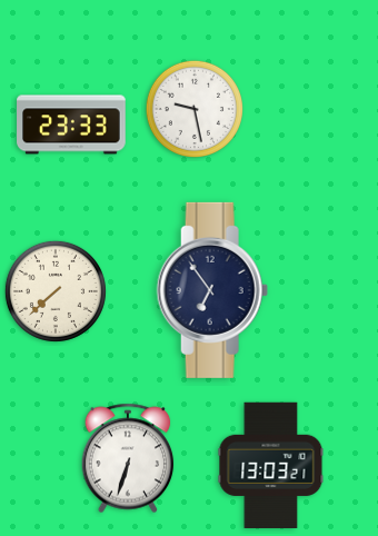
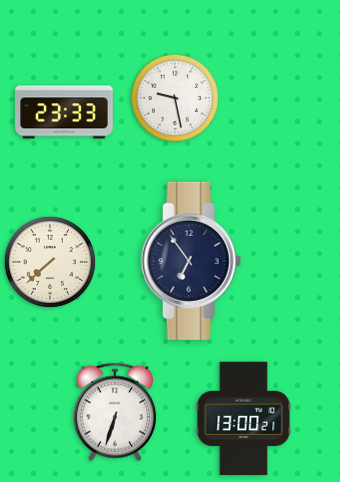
clock at (271, 466): 13:03 -> 13:00
